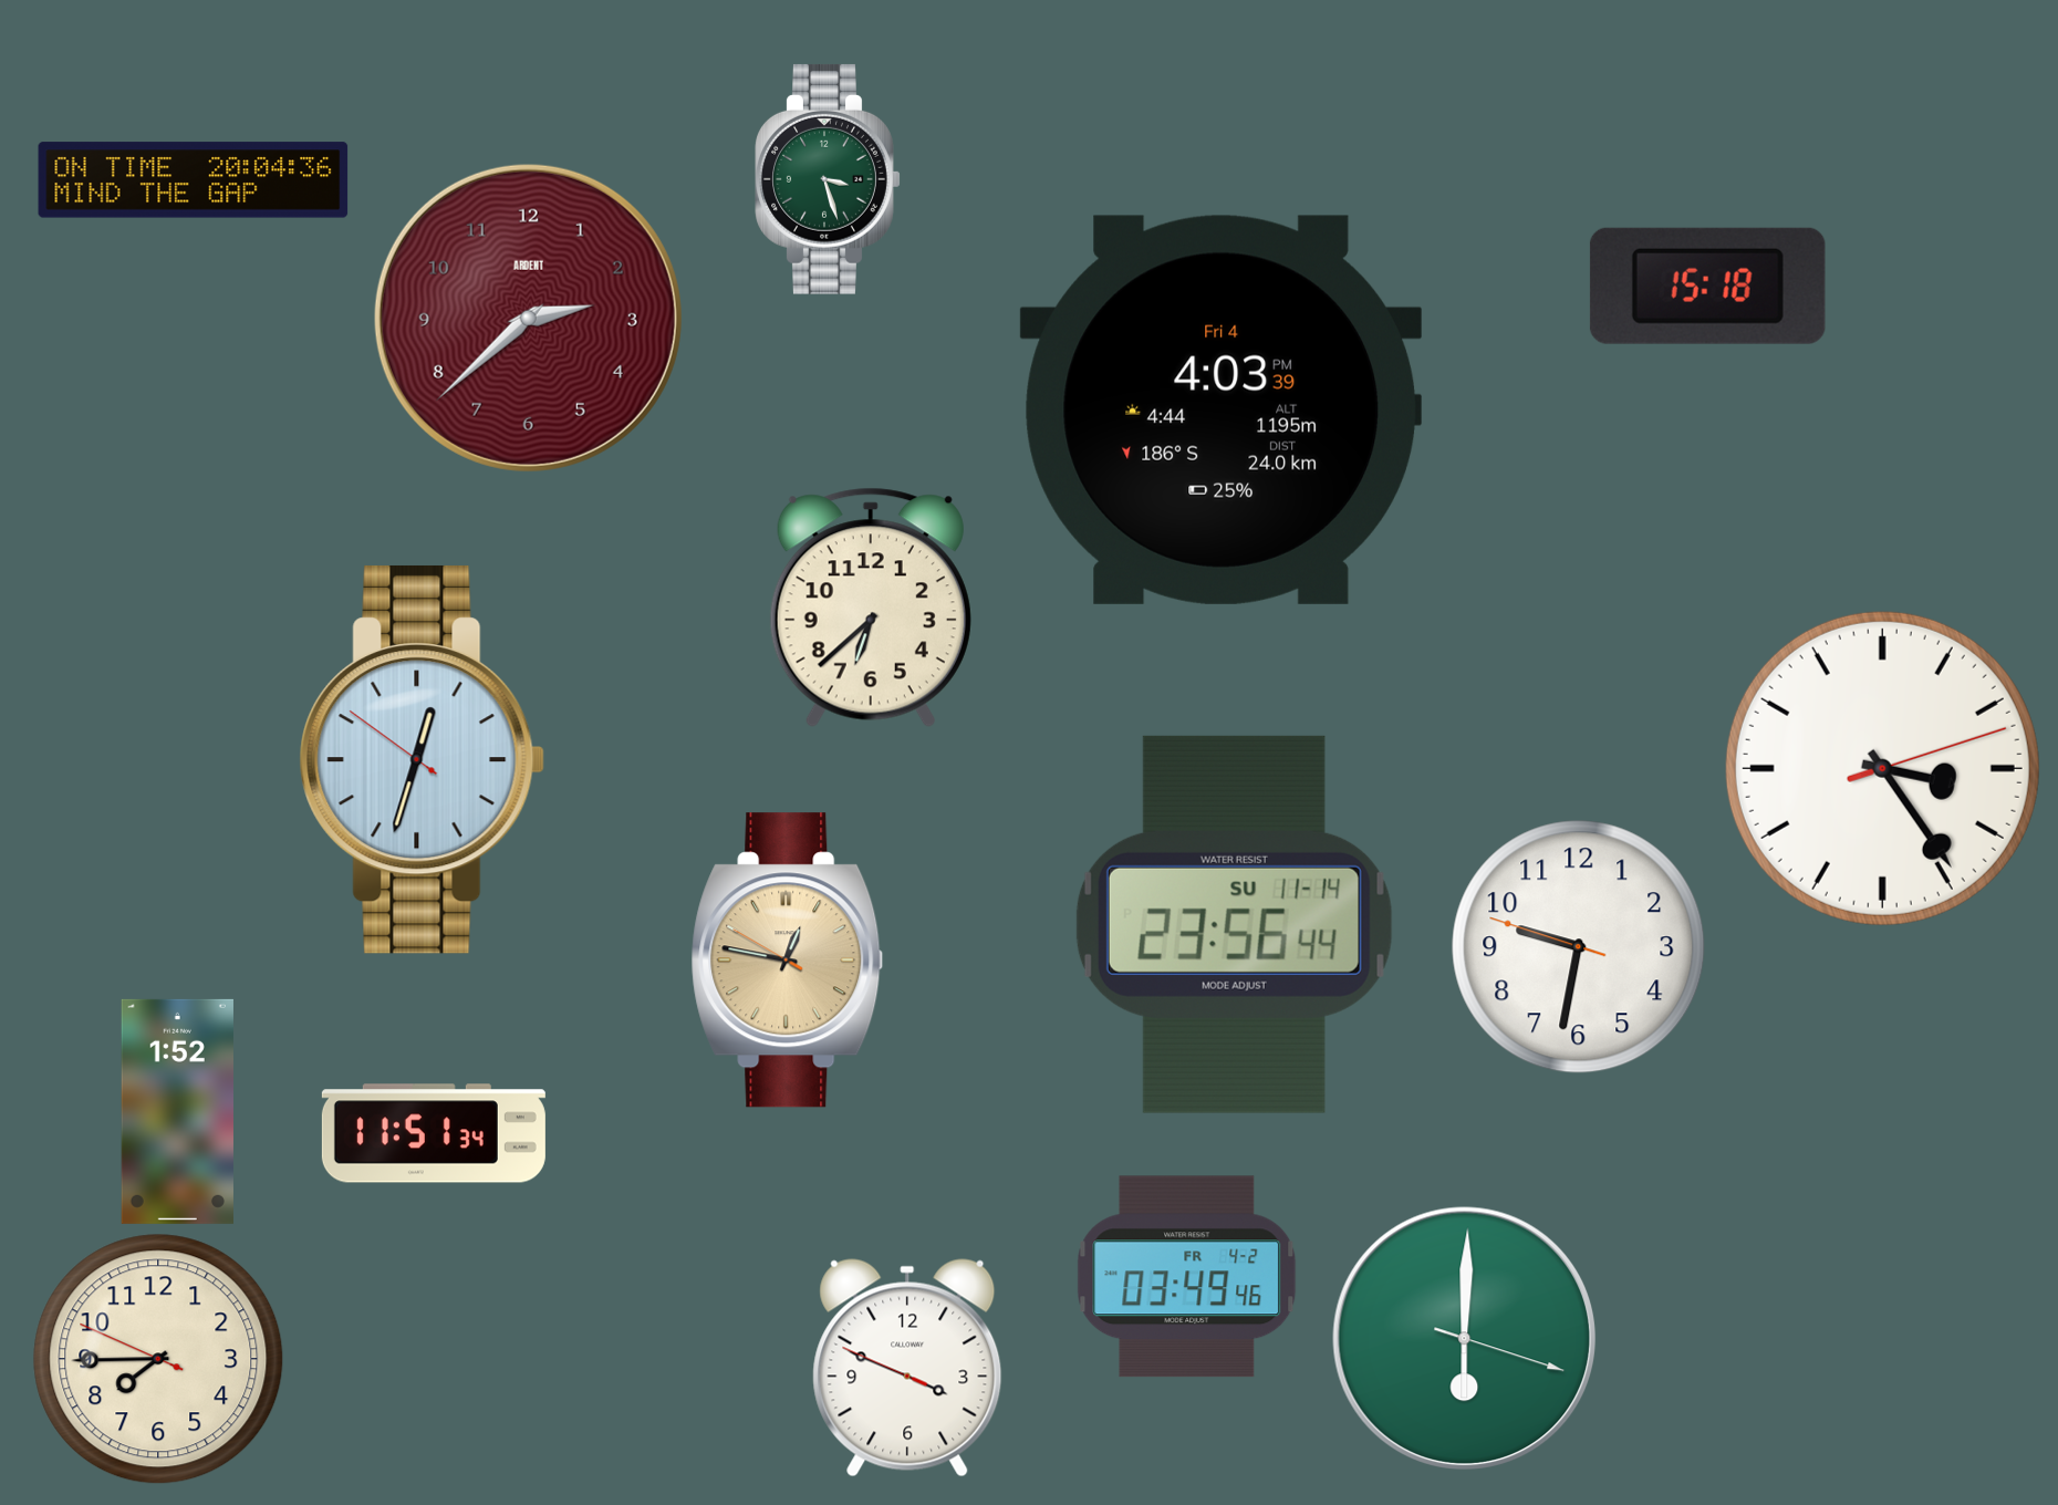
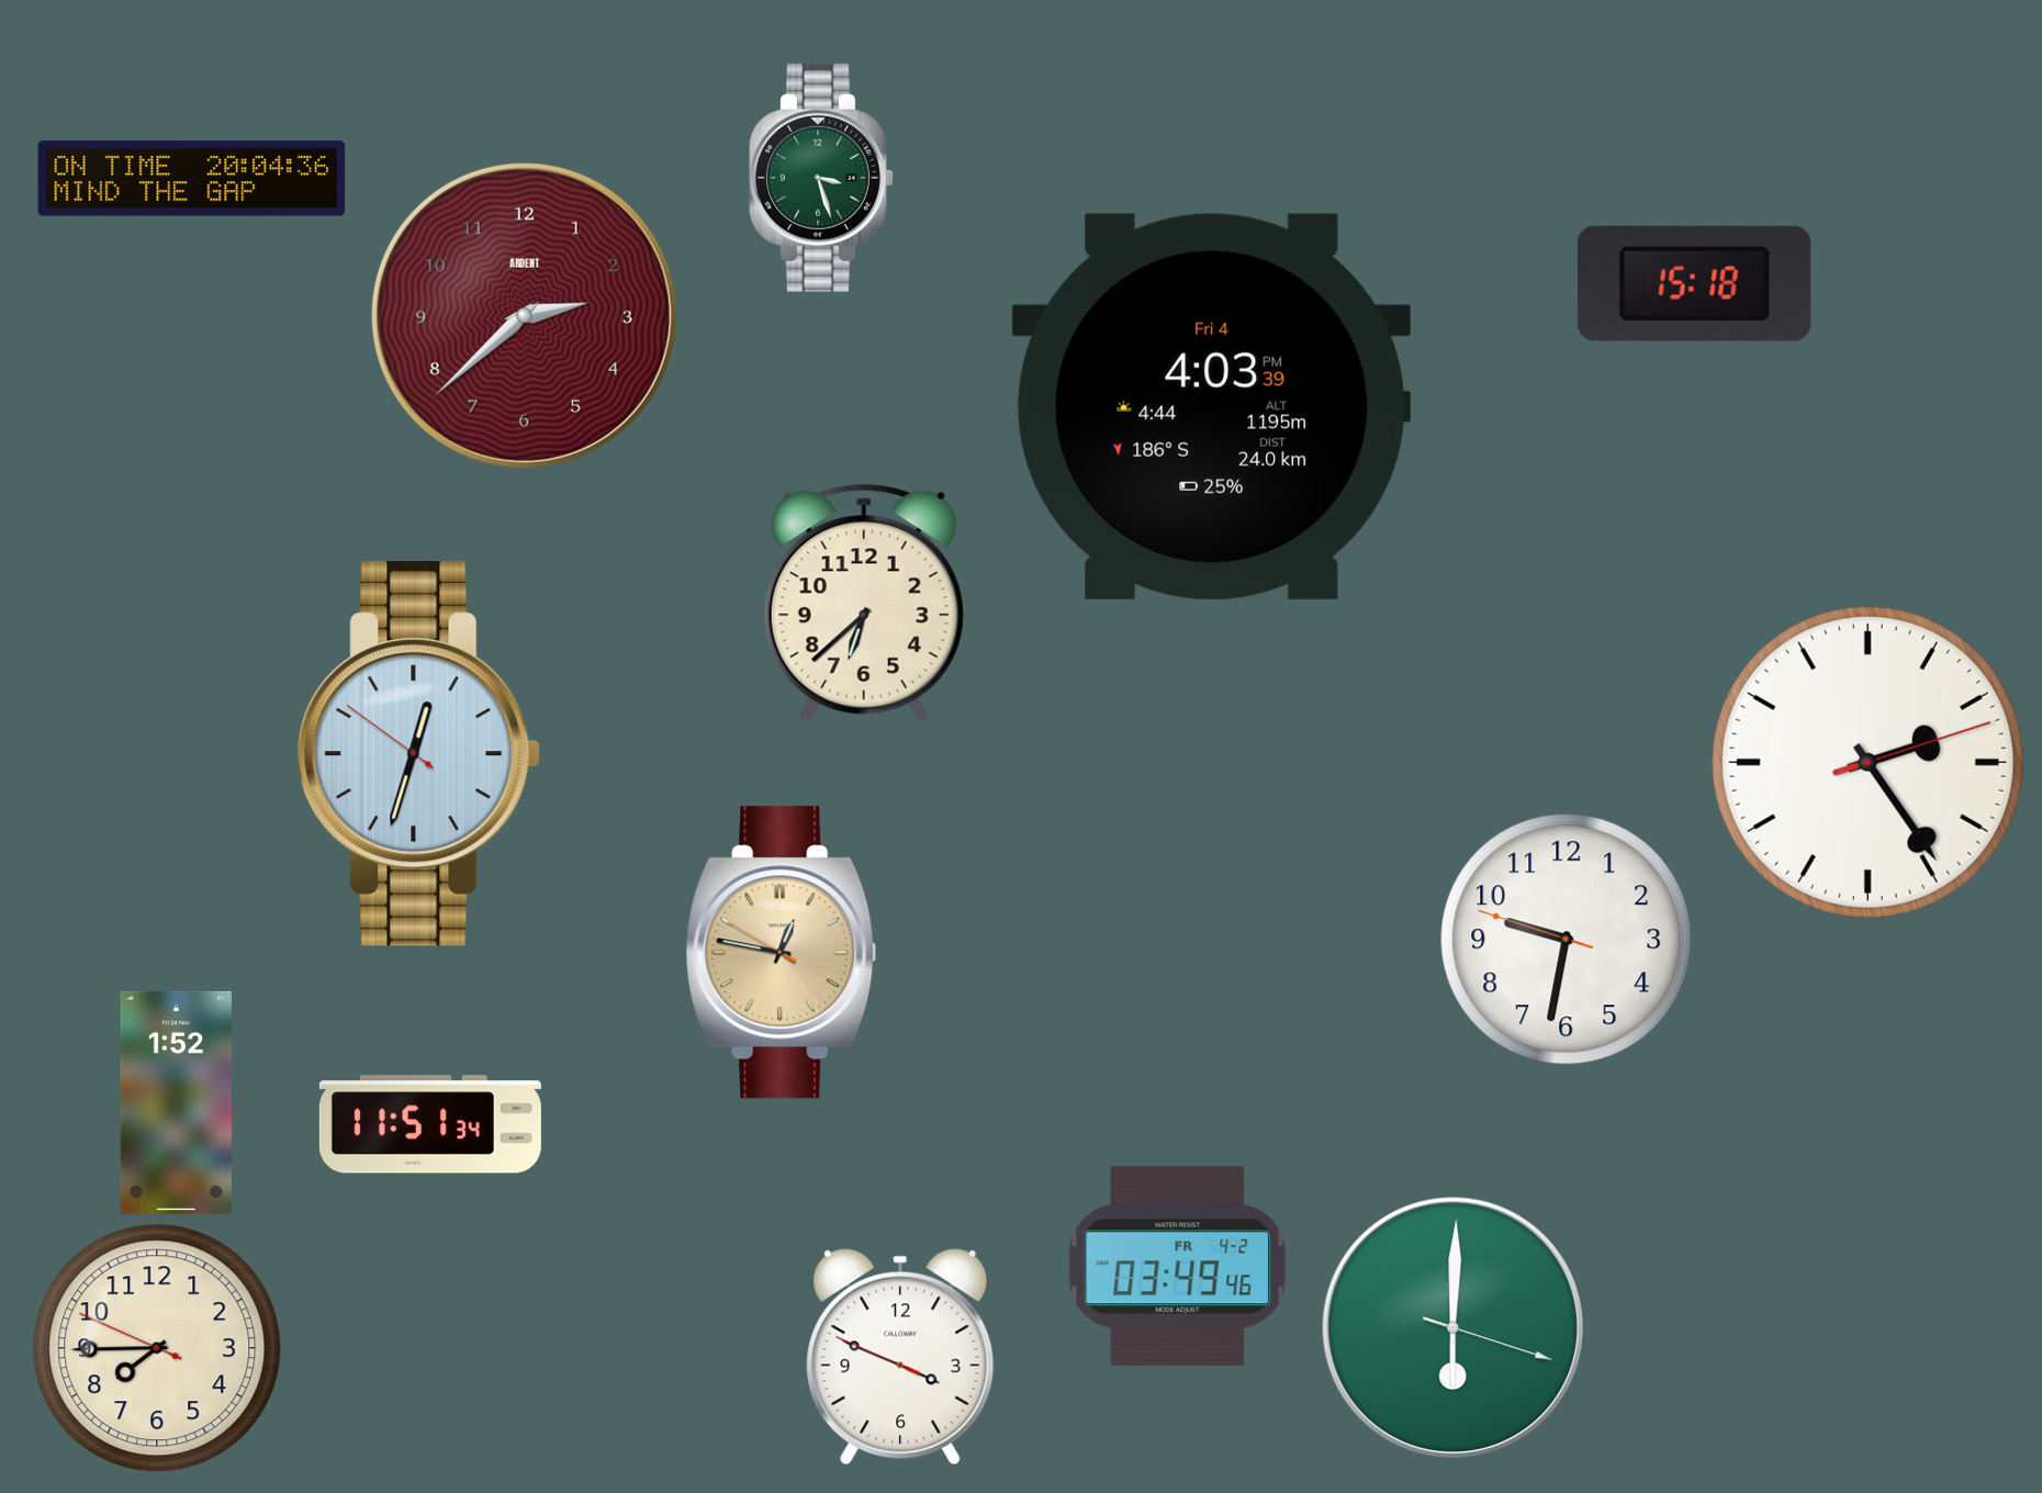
clock at (1882, 768): 3:24 -> 2:24
clock at (1234, 924): 23:56 -> none
